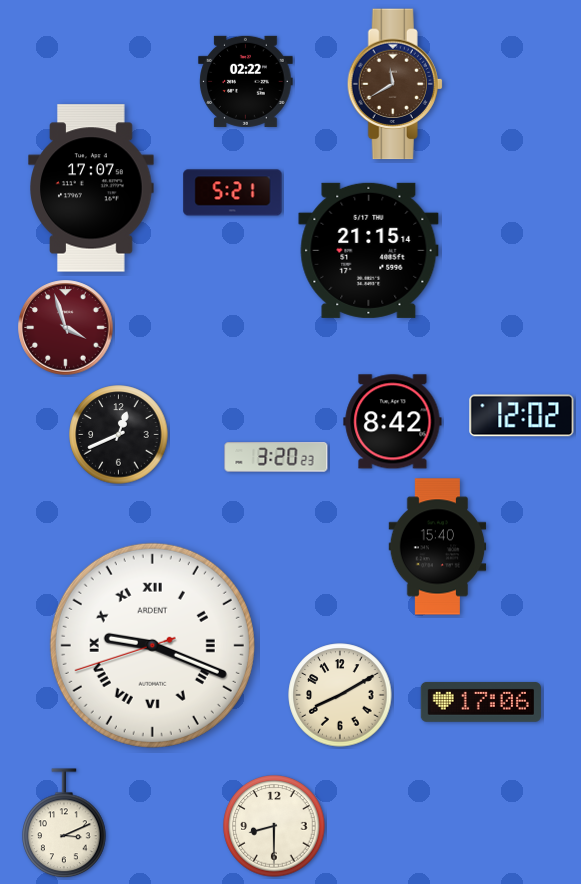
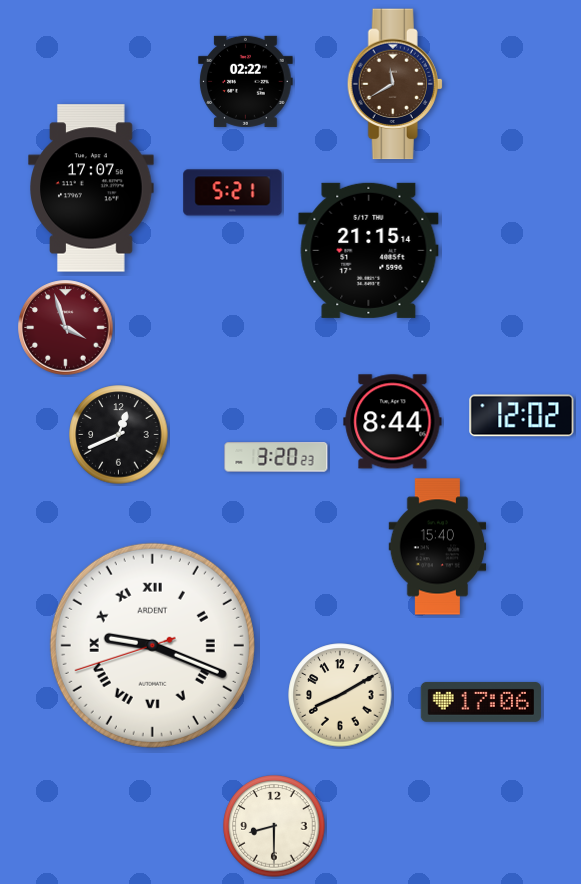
clock at (393, 422): 8:42 -> 8:44
clock at (64, 824): 3:11 -> none
